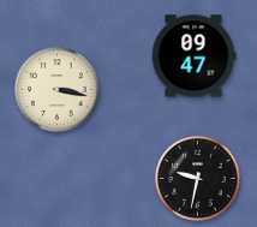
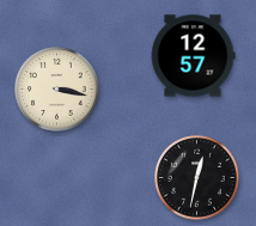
clock at (193, 56): 09:47 -> 12:57
clock at (198, 179): 9:32 -> 12:32
